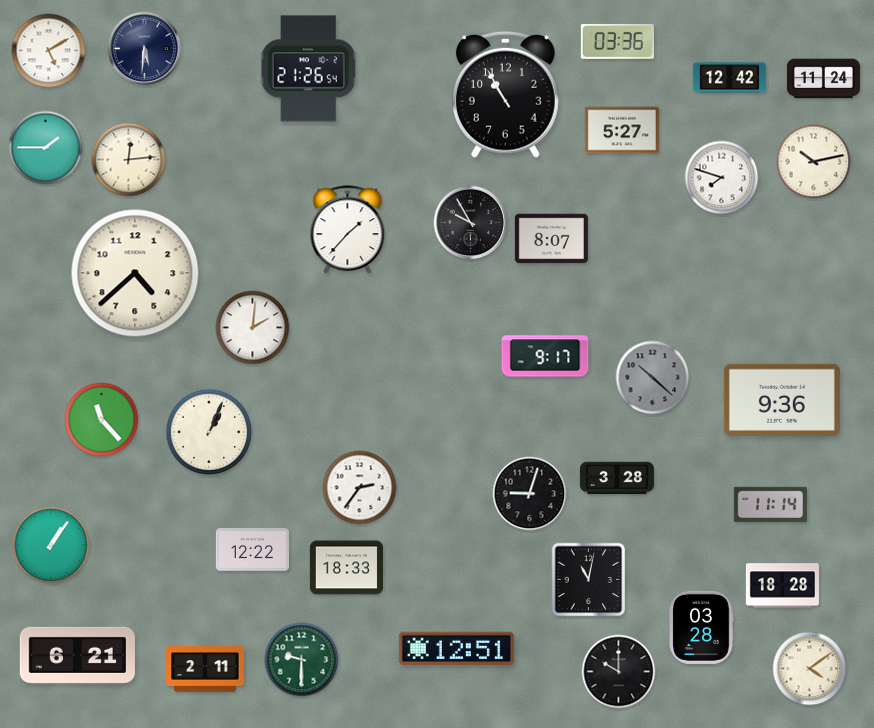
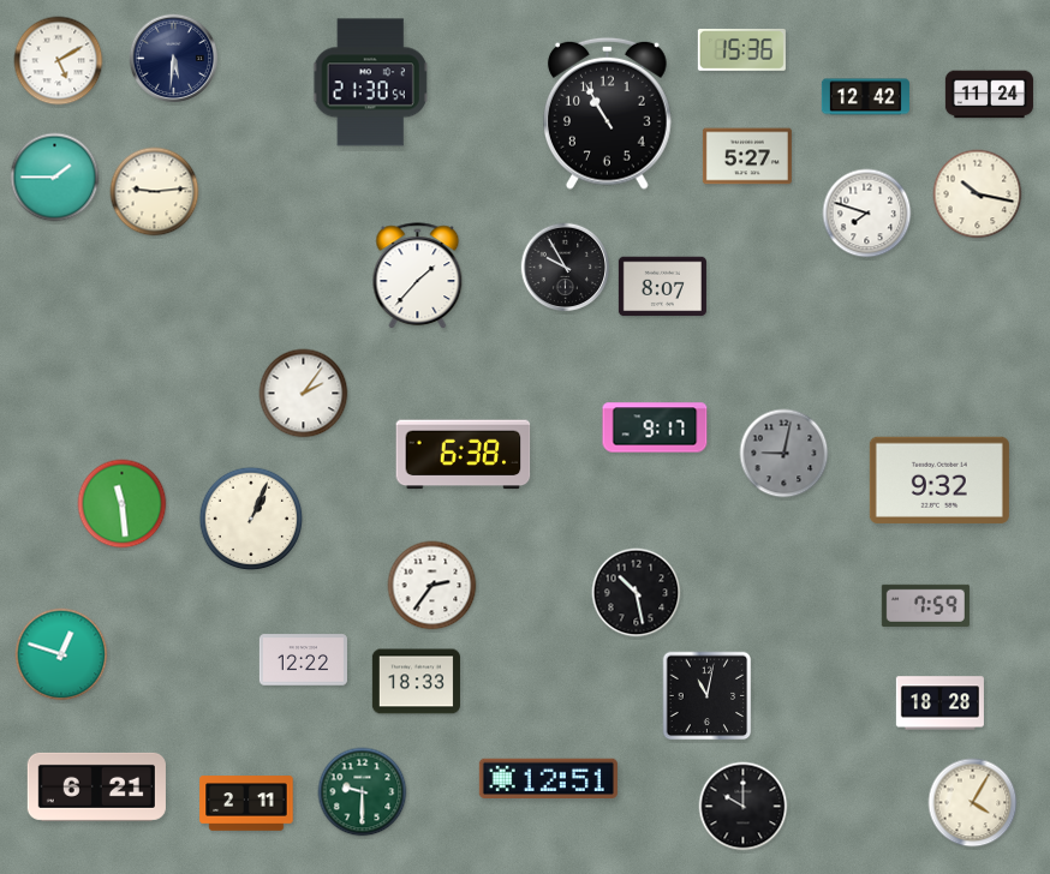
clock at (617, 41): 03:36 -> 15:36
clock at (309, 69): 21:26 -> 21:30
clock at (729, 78) position: (729, 78) -> (865, 97)
clock at (129, 160): 12:14 -> 9:14
clock at (814, 162): 10:13 -> 10:17
clock at (135, 273): 4:38 -> none
clock at (253, 328): 2:01 -> 2:06
clock at (653, 378): 10:22 -> 9:02
clock at (464, 455): none -> 6:38
clock at (782, 400): 9:36 -> 9:32
clock at (102, 420): 11:23 -> 11:29
clock at (617, 478): 3:28 -> none
clock at (530, 494): 9:03 -> 10:28
clock at (770, 504): 11:14 -> 7:59
clock at (51, 545): 1:06 -> 12:48
clock at (701, 627): 03:28 -> none
clock at (77, 655) position: (77, 655) -> (96, 786)
clock at (810, 669): 4:09 -> 4:05
